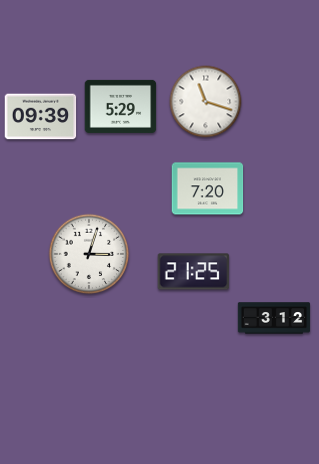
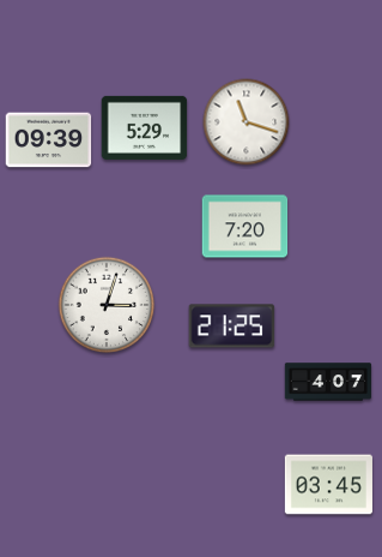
clock at (208, 189) position: (208, 189) -> (245, 227)
clock at (274, 318): 3:12 -> 4:07
clock at (328, 485): none -> 03:45
